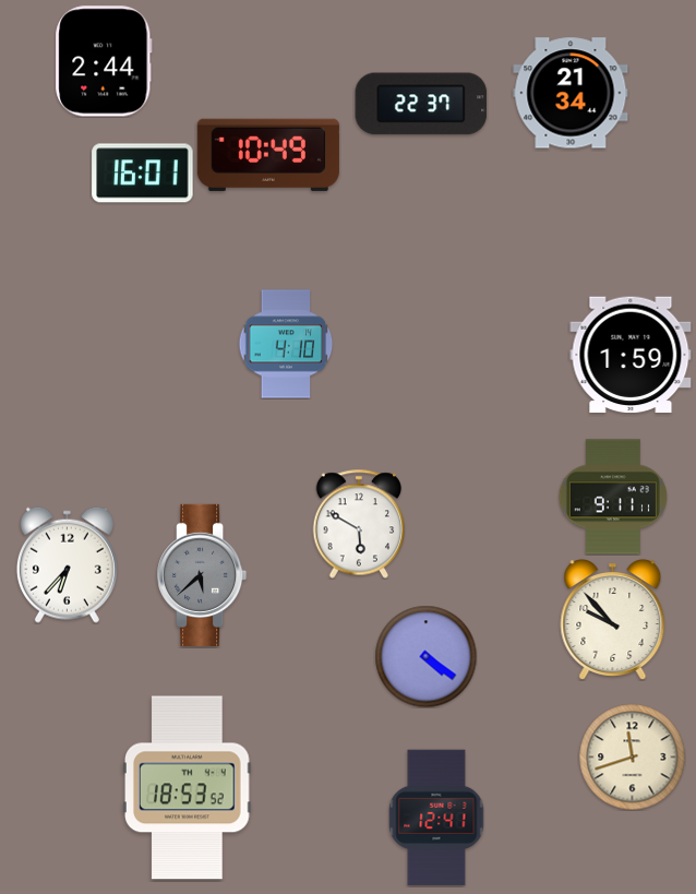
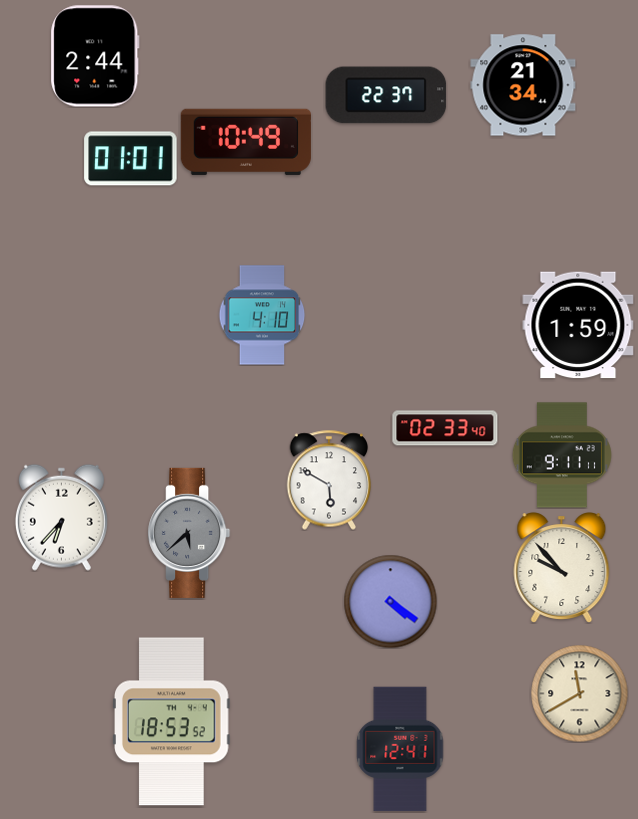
clock at (143, 174): 16:01 -> 01:01
clock at (445, 428): none -> 02:33
clock at (202, 575) position: (202, 575) -> (189, 533)
clock at (632, 756): 11:42 -> 11:40
